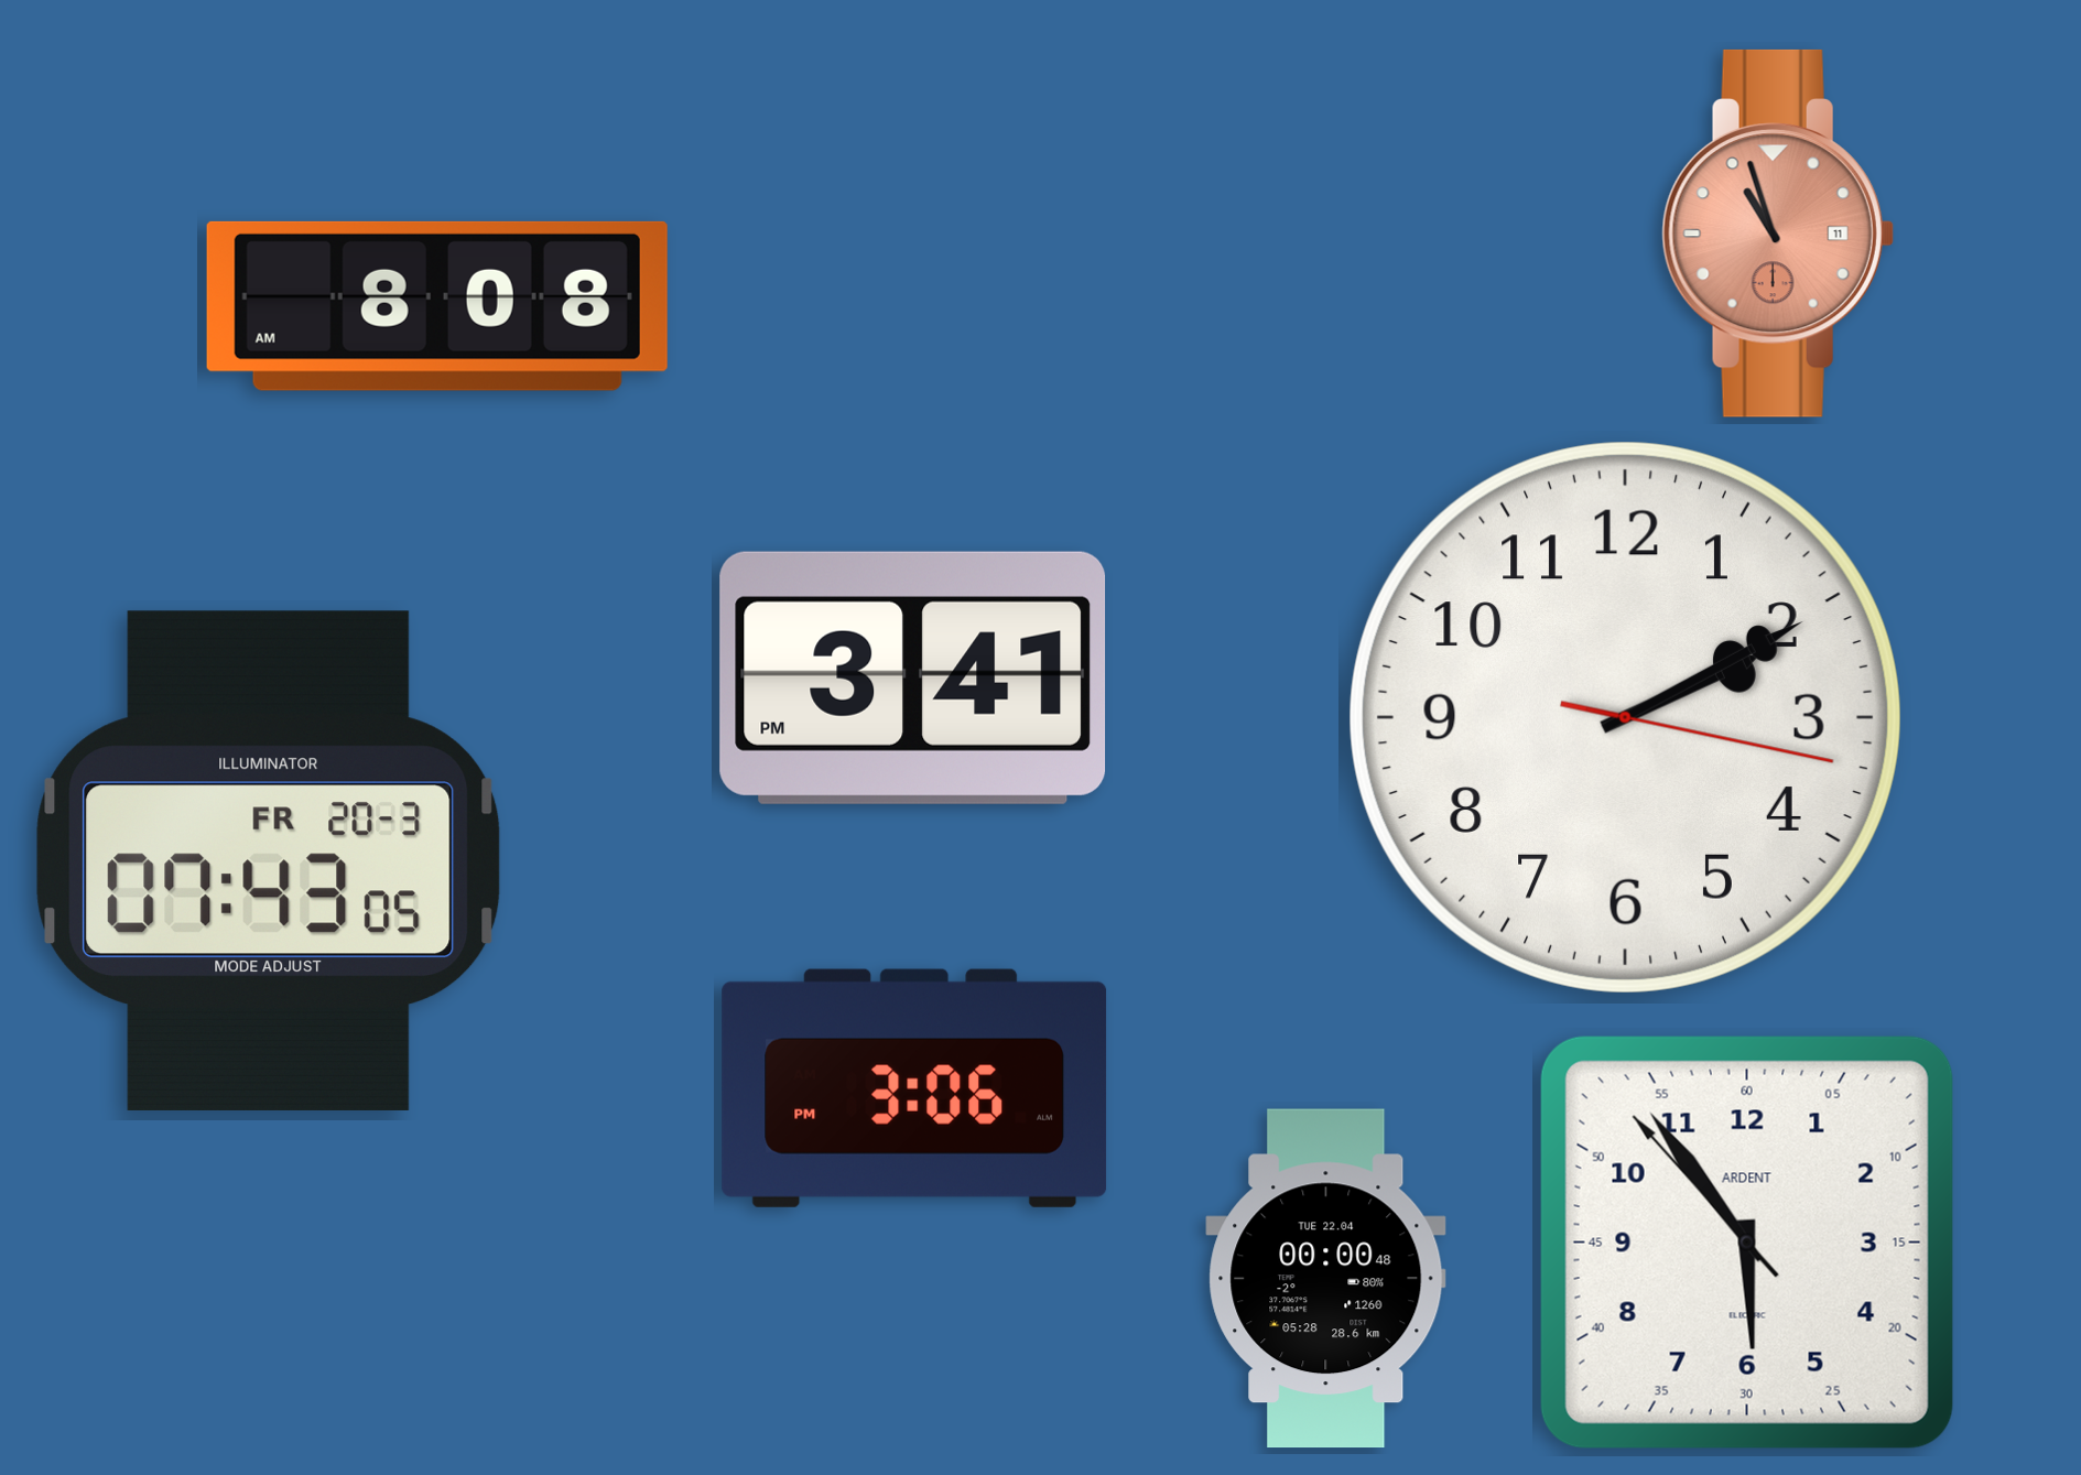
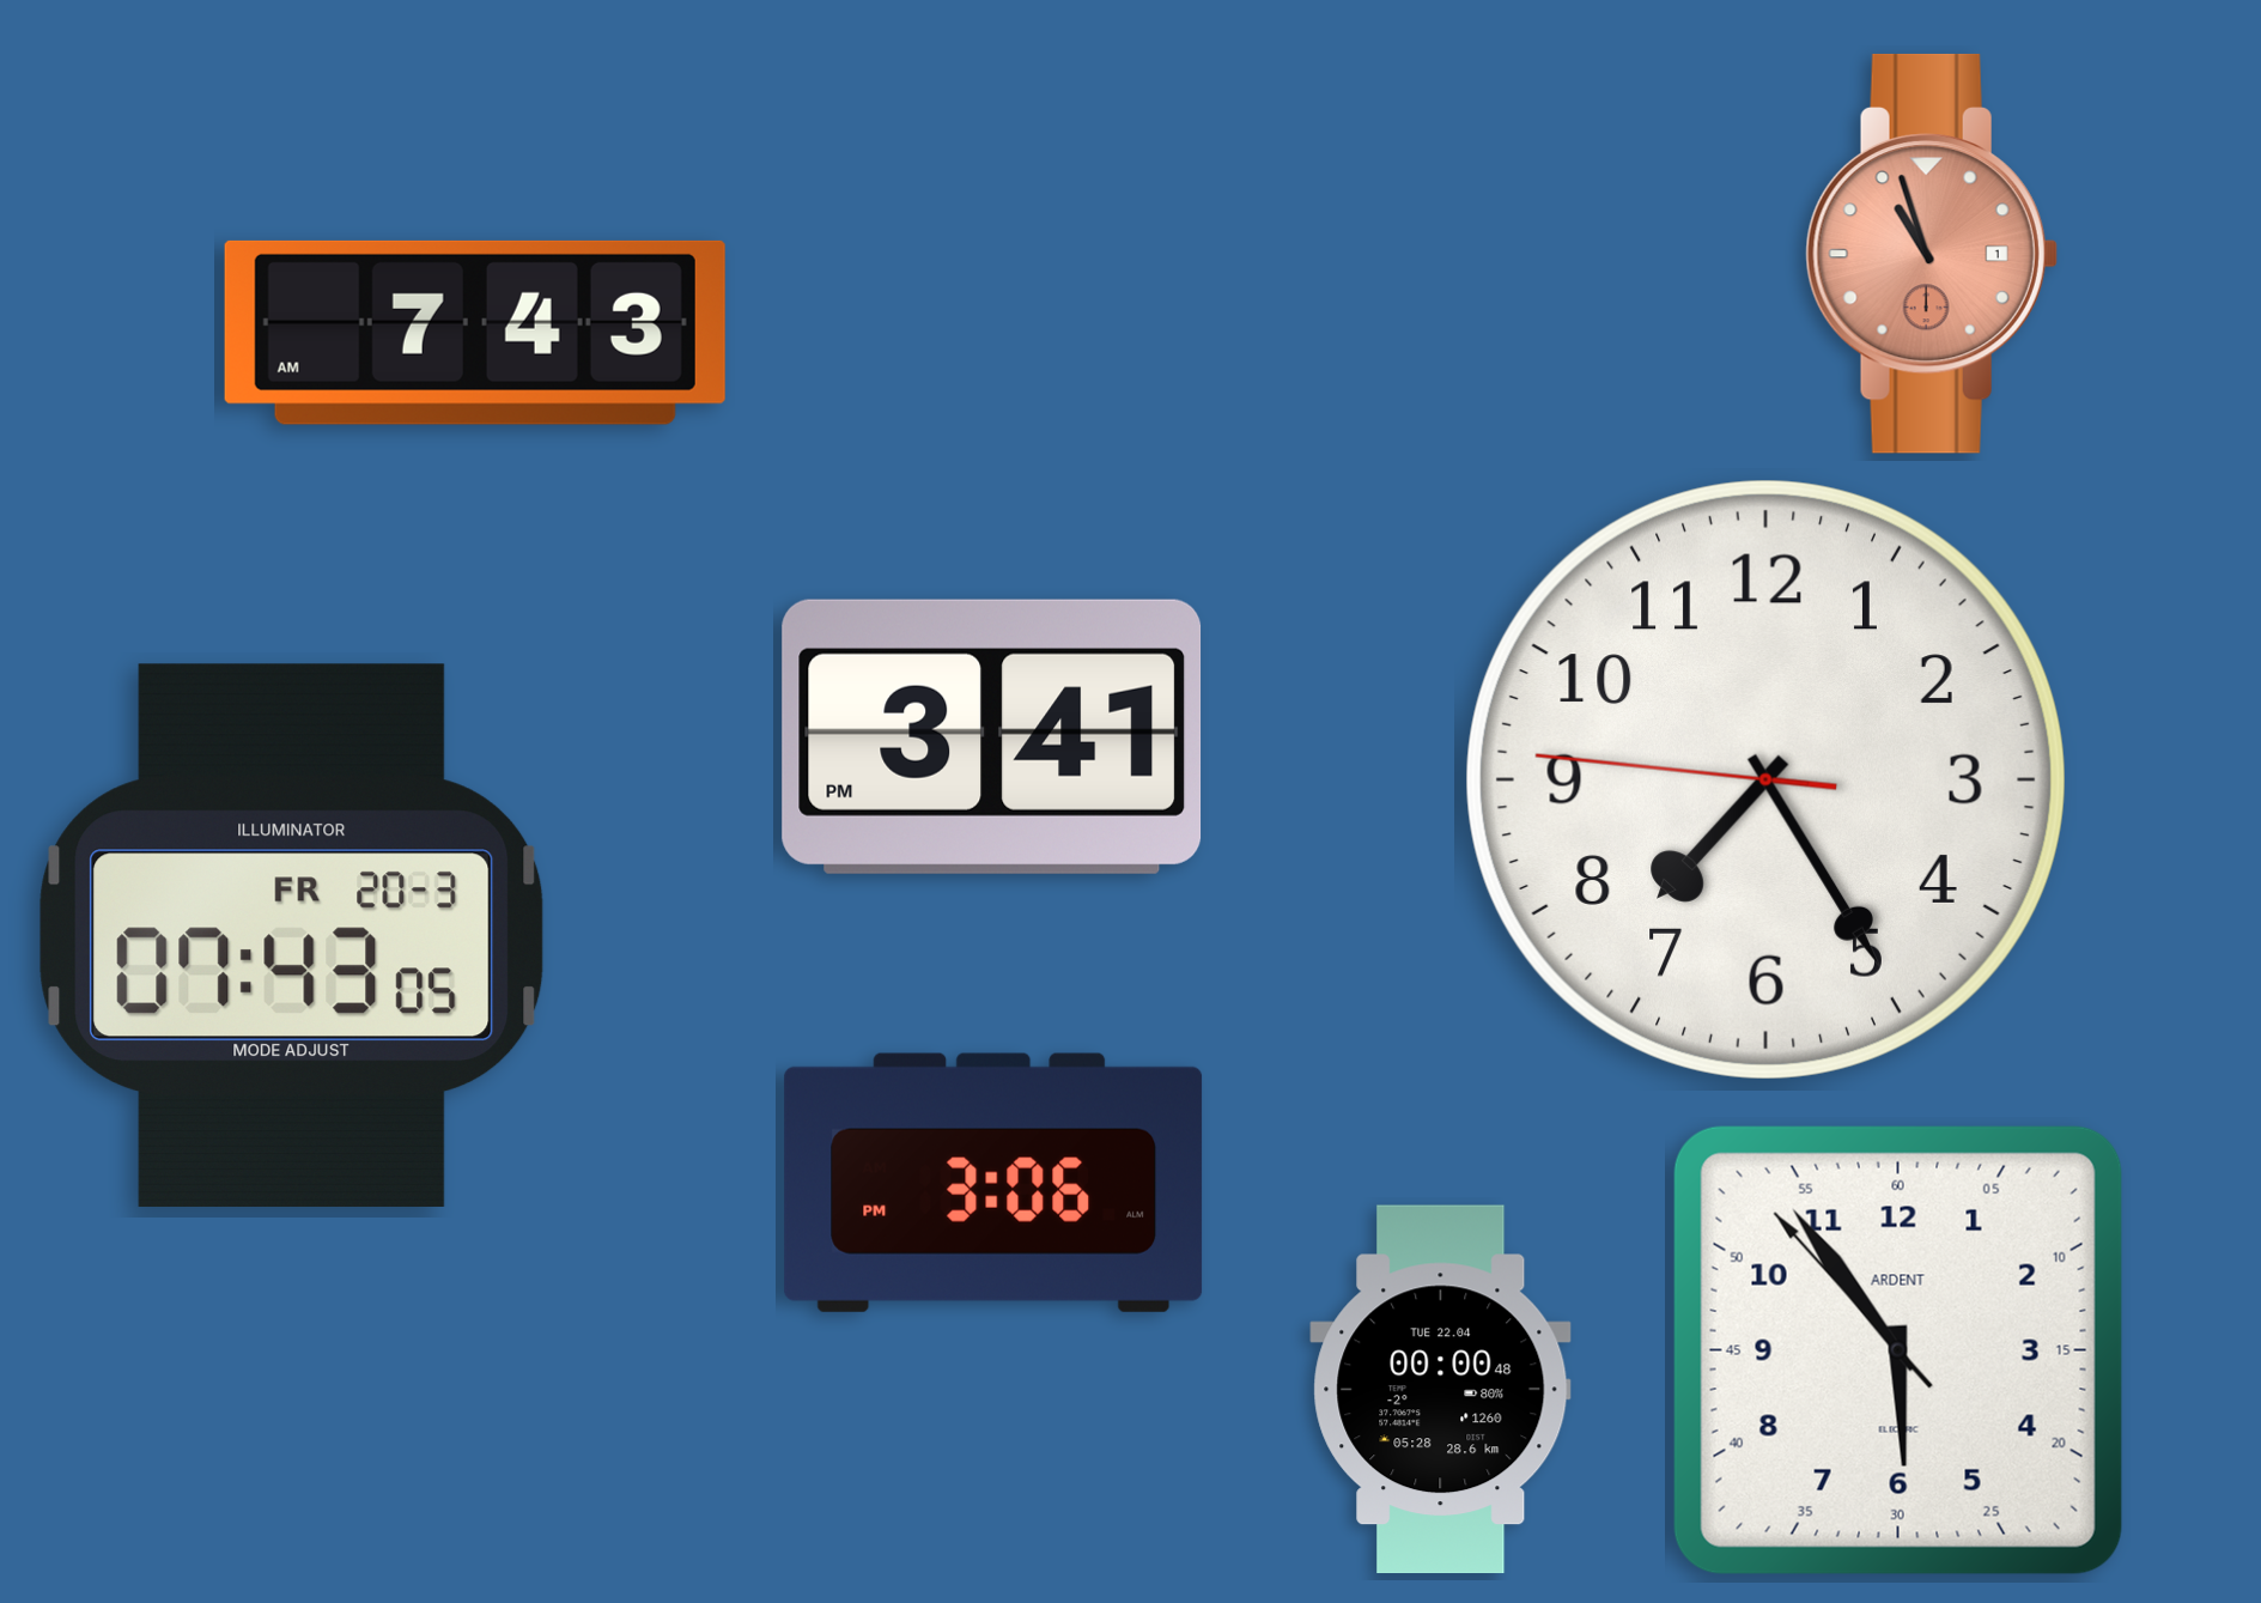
clock at (1778, 234) date: 11 -> 1
clock at (437, 306): 8:08 -> 7:43
clock at (1625, 717): 2:10 -> 7:24
